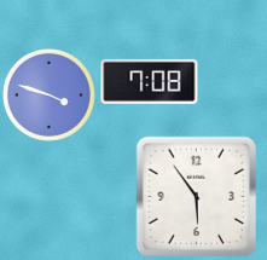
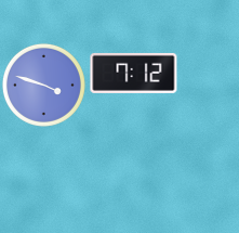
clock at (150, 81): 7:08 -> 7:12
clock at (197, 197): 5:54 -> none
